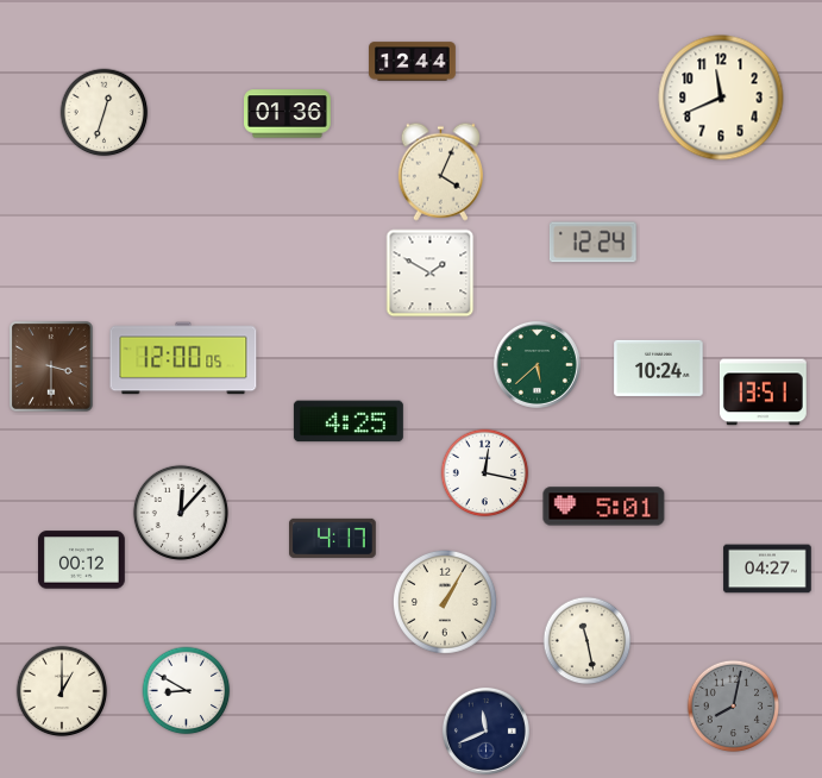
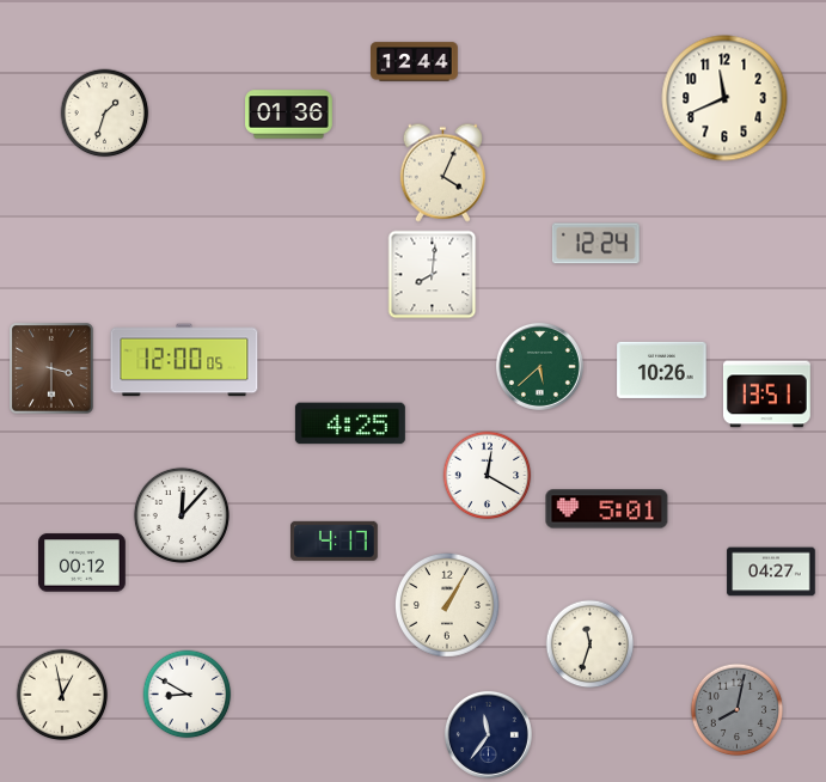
clock at (105, 113): 12:33 -> 1:33
clock at (431, 274): 1:50 -> 8:01
clock at (659, 368): 10:24 -> 10:26
clock at (485, 473): 12:17 -> 12:20
clock at (588, 641): 11:28 -> 11:33
clock at (62, 691): 1:00 -> 12:58
clock at (485, 730): 11:41 -> 11:36
